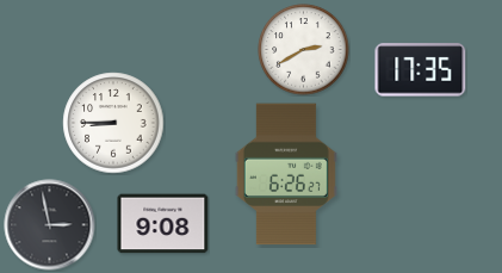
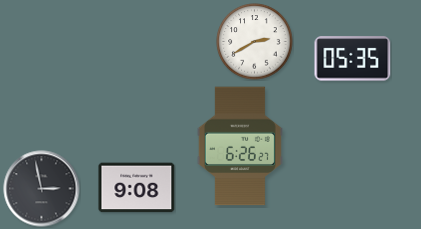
clock at (421, 70): 17:35 -> 05:35
clock at (113, 123): 8:45 -> none
